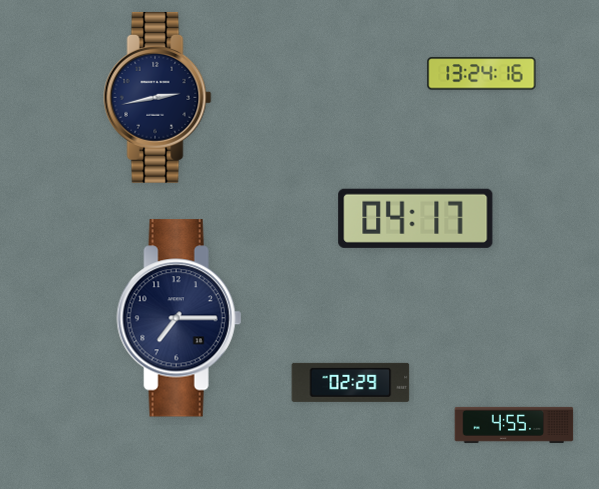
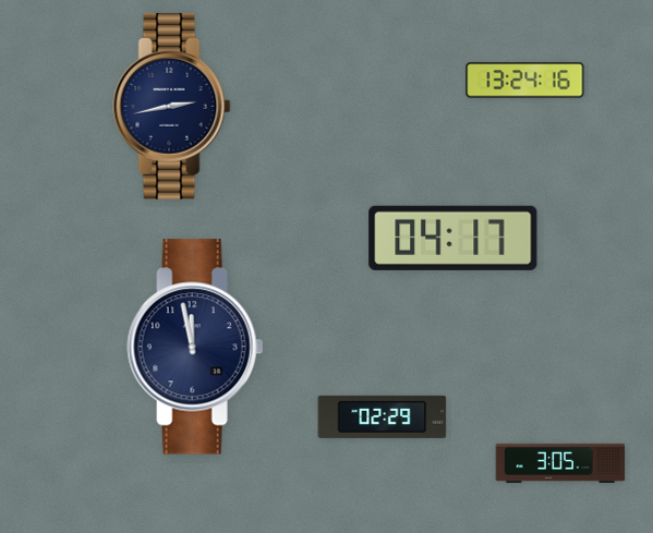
clock at (179, 318): 7:15 -> 11:58
clock at (514, 425): 4:55 -> 3:05
